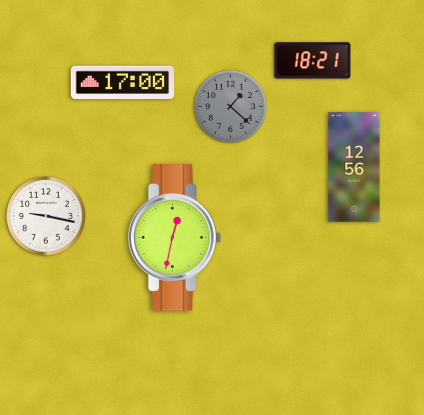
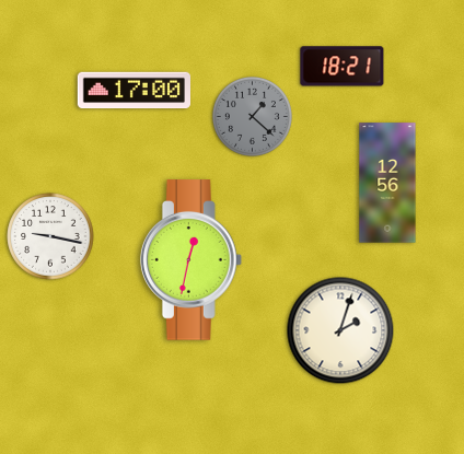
clock at (340, 330): none -> 2:03
